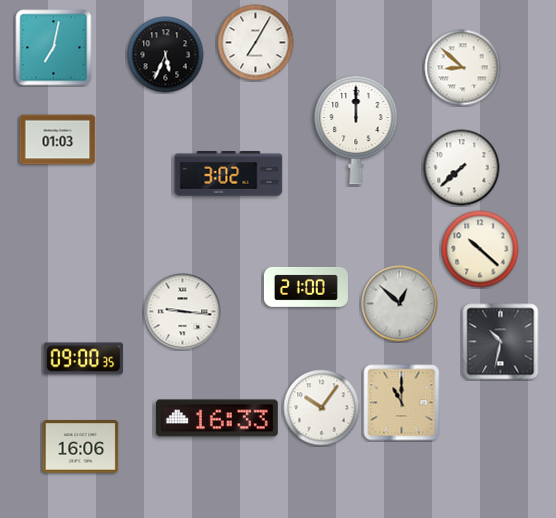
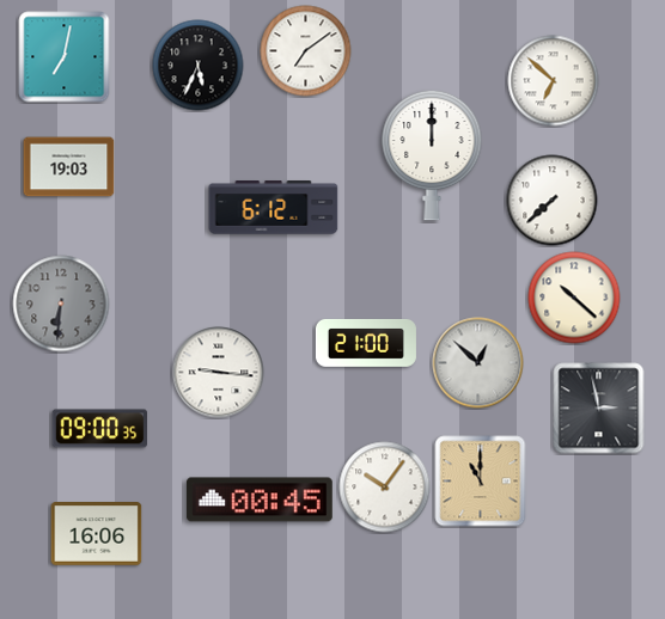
clock at (256, 43): 7:05 -> 7:09
clock at (463, 68): 8:52 -> 6:52
clock at (356, 130) position: (356, 130) -> (432, 155)
clock at (58, 140): 01:03 -> 19:03
clock at (229, 174): 3:02 -> 6:12
clock at (61, 304): none -> 6:31
clock at (501, 342): 10:32 -> 2:58
clock at (217, 418): 16:33 -> 00:45
